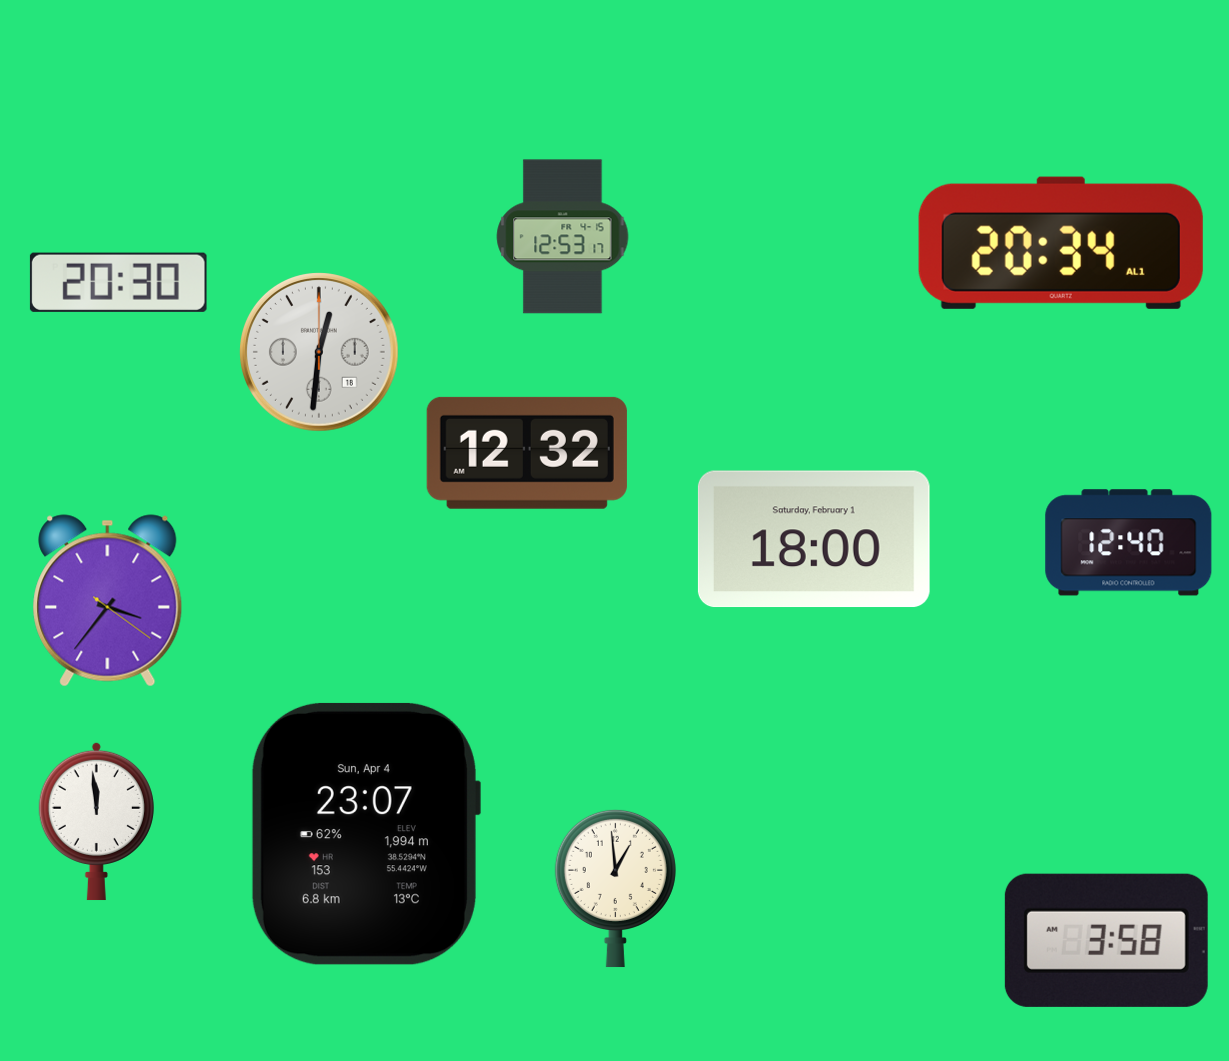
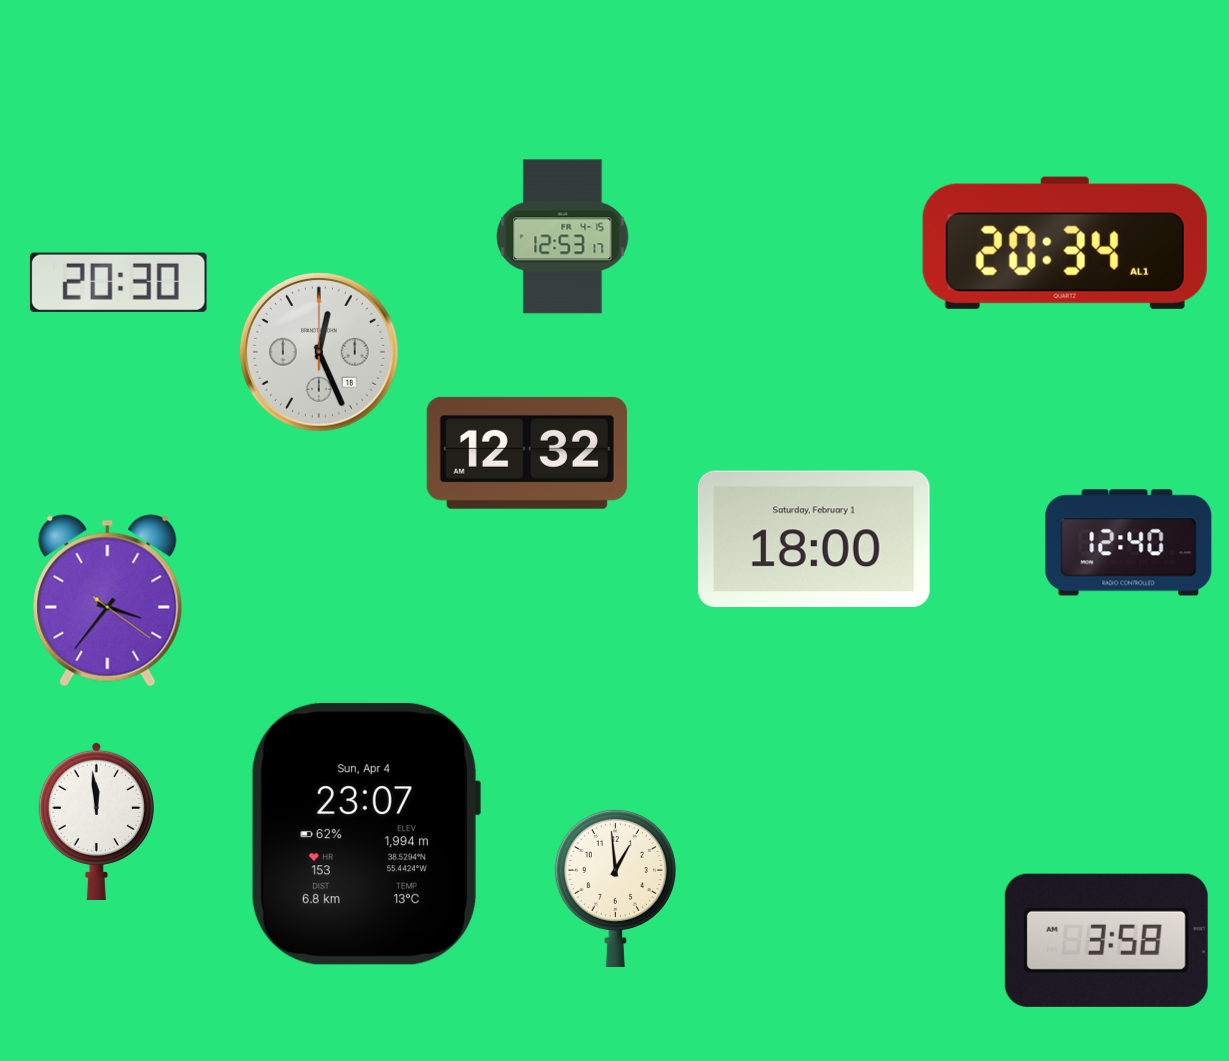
clock at (1061, 243) position: (1061, 243) -> (1065, 243)
clock at (320, 353): 12:31 -> 12:26
